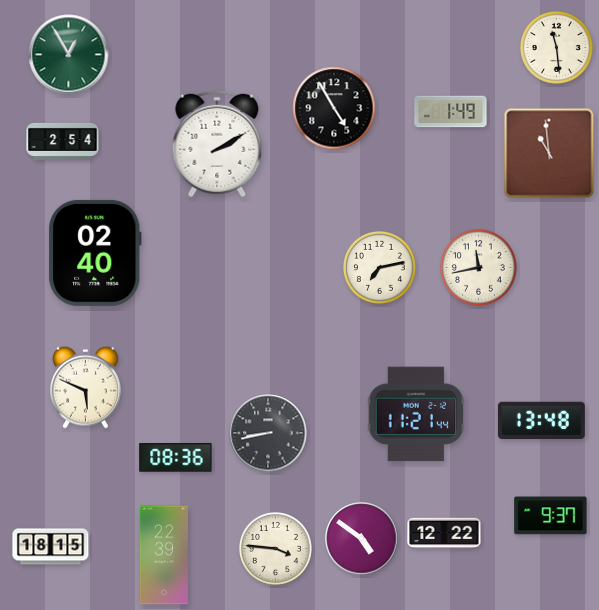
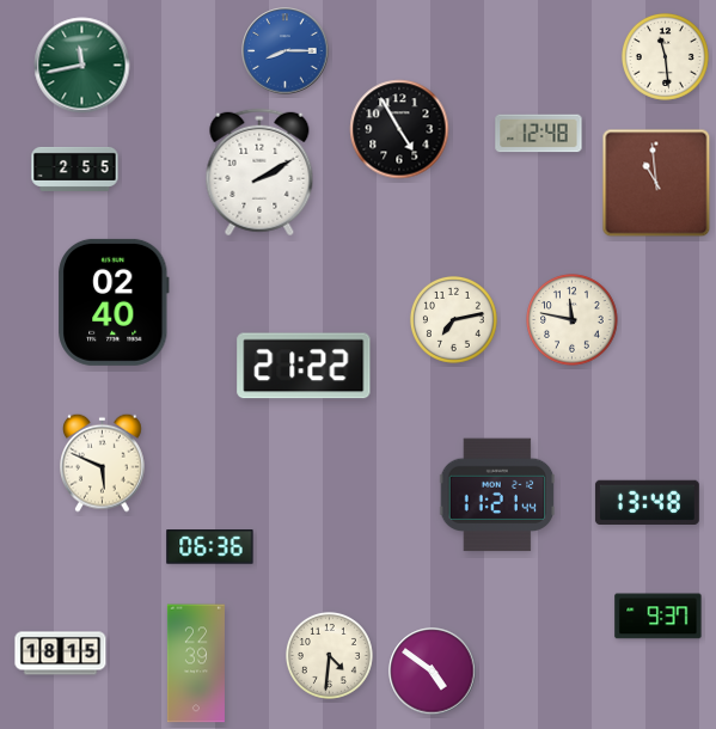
clock at (286, 51): none -> 8:15
clock at (69, 55): 12:55 -> 11:43
clock at (451, 112): 1:49 -> 12:48
clock at (63, 141): 2:54 -> 2:55
clock at (479, 268): 11:43 -> 11:47
clock at (304, 366): none -> 21:22
clock at (268, 433): 8:43 -> none
clock at (176, 458): 08:36 -> 06:36
clock at (444, 533): 12:22 -> none
clock at (362, 539) position: (362, 539) -> (433, 672)
clock at (275, 548): 3:46 -> 4:31
